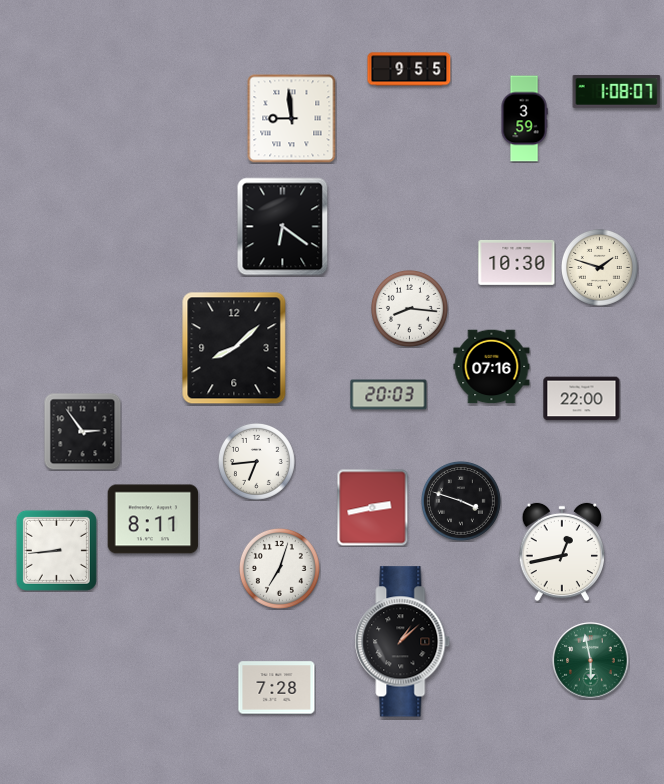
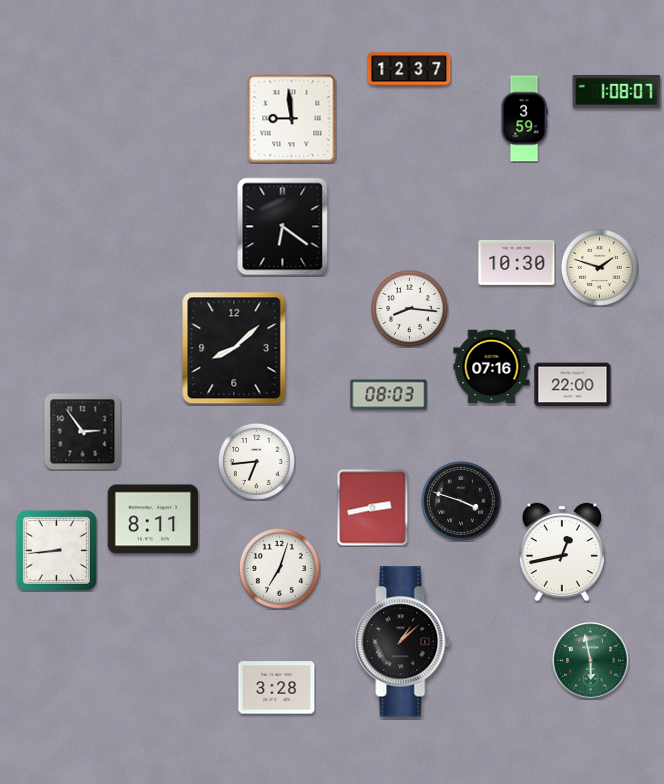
clock at (409, 69): 9:55 -> 12:37
clock at (389, 395): 20:03 -> 08:03
clock at (582, 399) position: (582, 399) -> (573, 385)
clock at (277, 688): 7:28 -> 3:28
